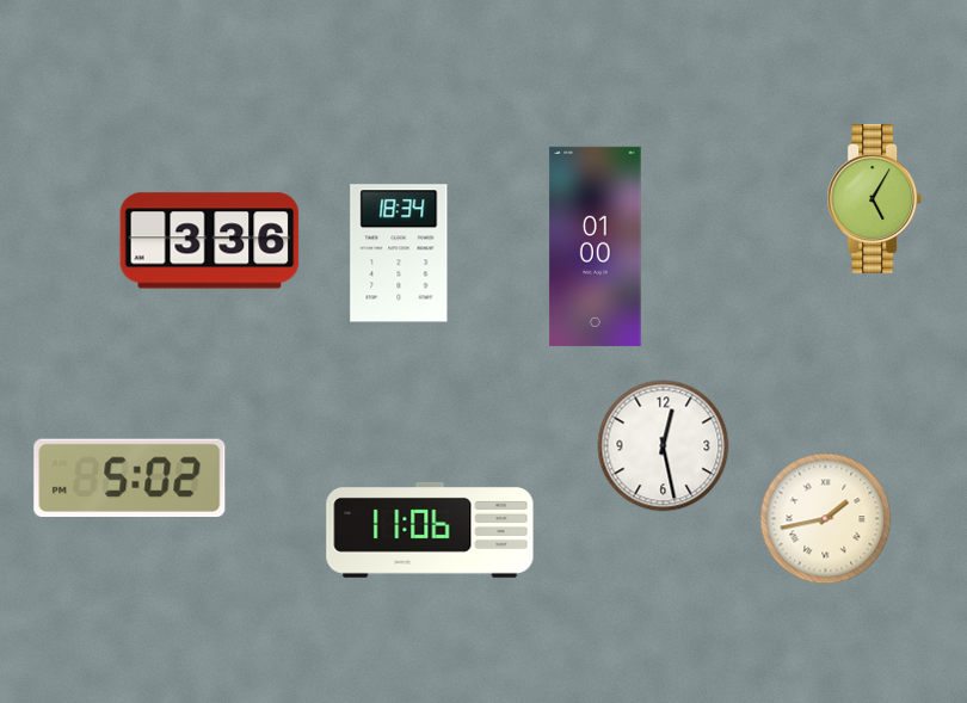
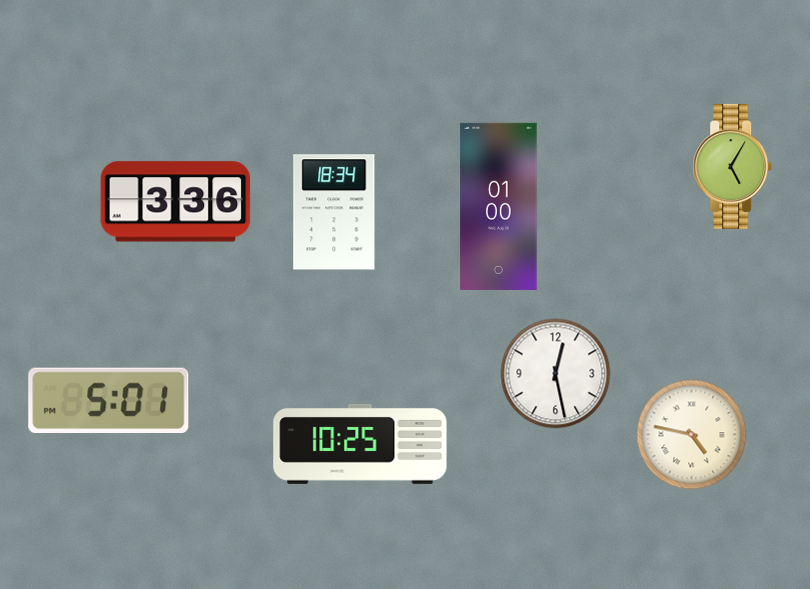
clock at (130, 477): 5:02 -> 5:01
clock at (826, 519): 1:43 -> 4:47
clock at (430, 530): 11:06 -> 10:25
